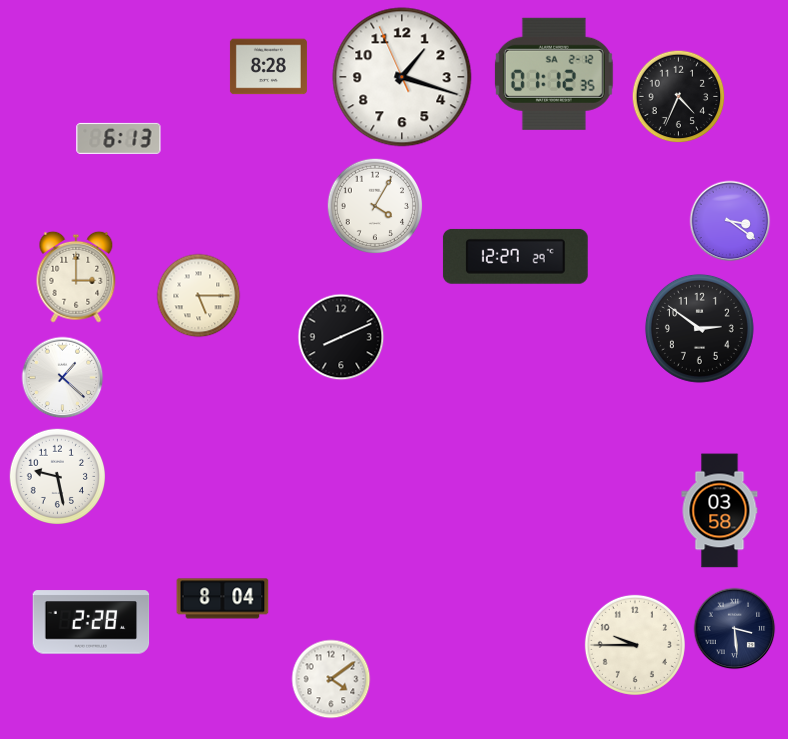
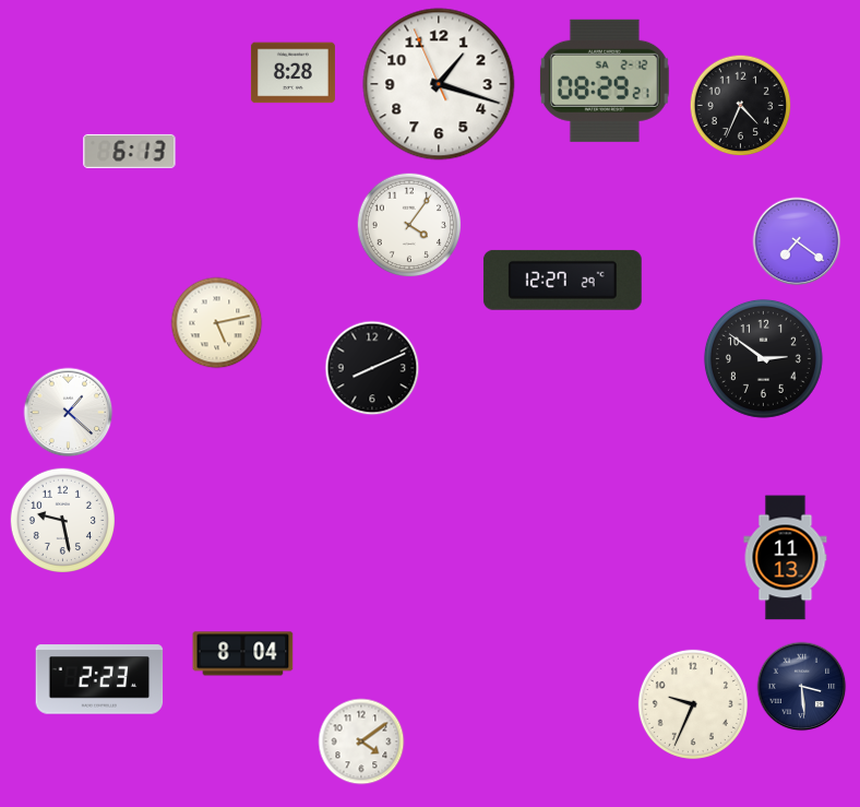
clock at (554, 74): 01:12 -> 08:29
clock at (375, 206): 4:05 -> 4:06
clock at (730, 221): 3:21 -> 7:21
clock at (76, 277): 3:00 -> none
clock at (199, 296): 5:15 -> 5:13
clock at (720, 511): 03:58 -> 11:13
clock at (91, 622): 2:28 -> 2:23
clock at (635, 645): 9:45 -> 9:34
